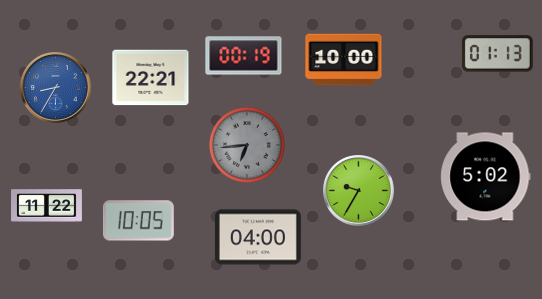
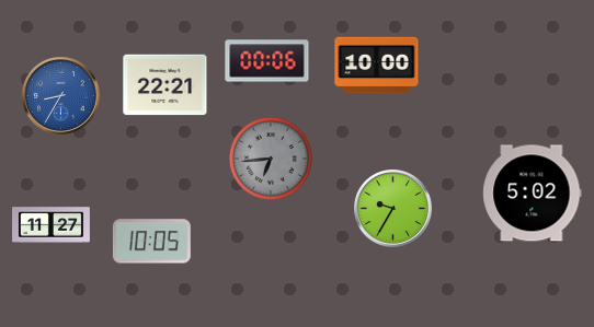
clock at (497, 54): 01:13 -> none
clock at (244, 56): 00:19 -> 00:06
clock at (47, 206): 11:22 -> 11:27
clock at (258, 237): 04:00 -> none
